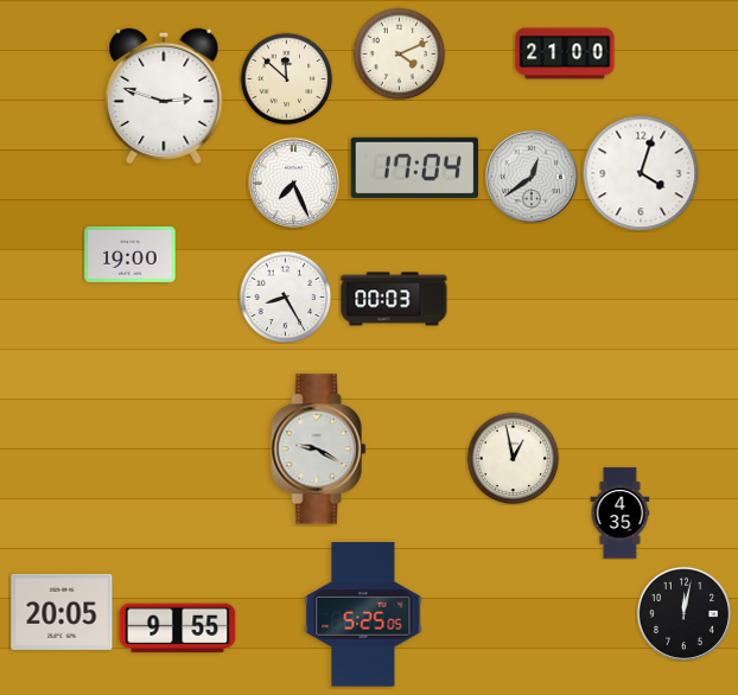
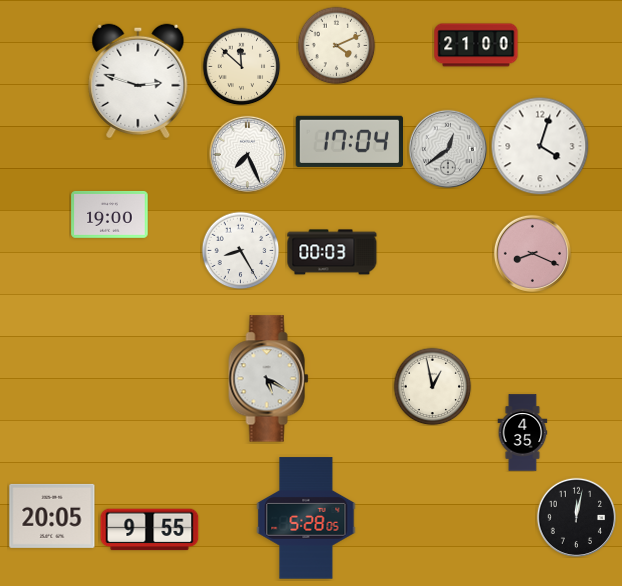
clock at (532, 253): none -> 8:19
clock at (319, 449): 9:20 -> 5:20
clock at (363, 614): 5:25 -> 5:28
